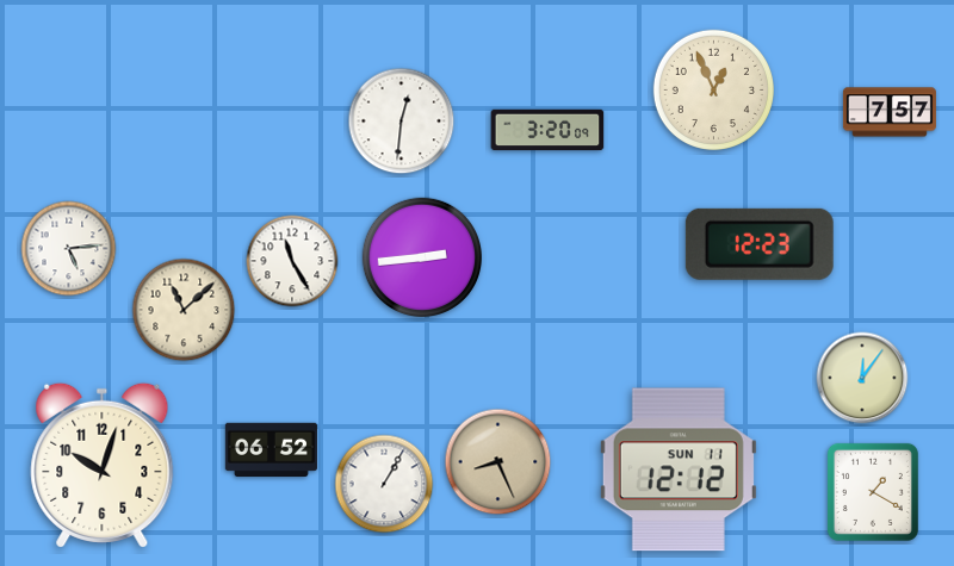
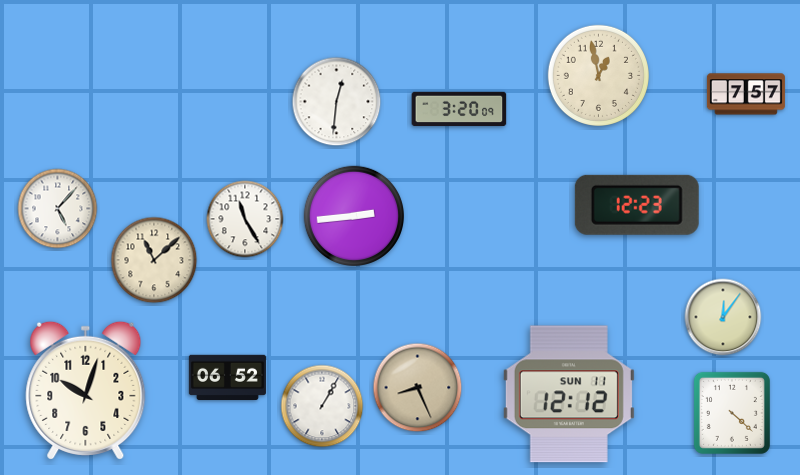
clock at (713, 89): 12:56 -> 12:58
clock at (69, 249): 5:14 -> 5:07
clock at (873, 492): 1:20 -> 4:22
